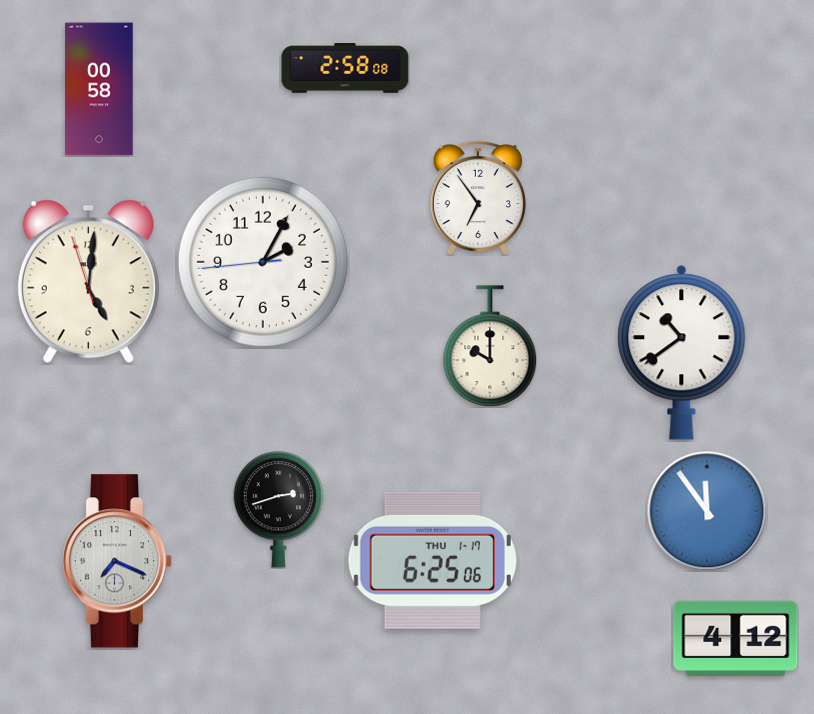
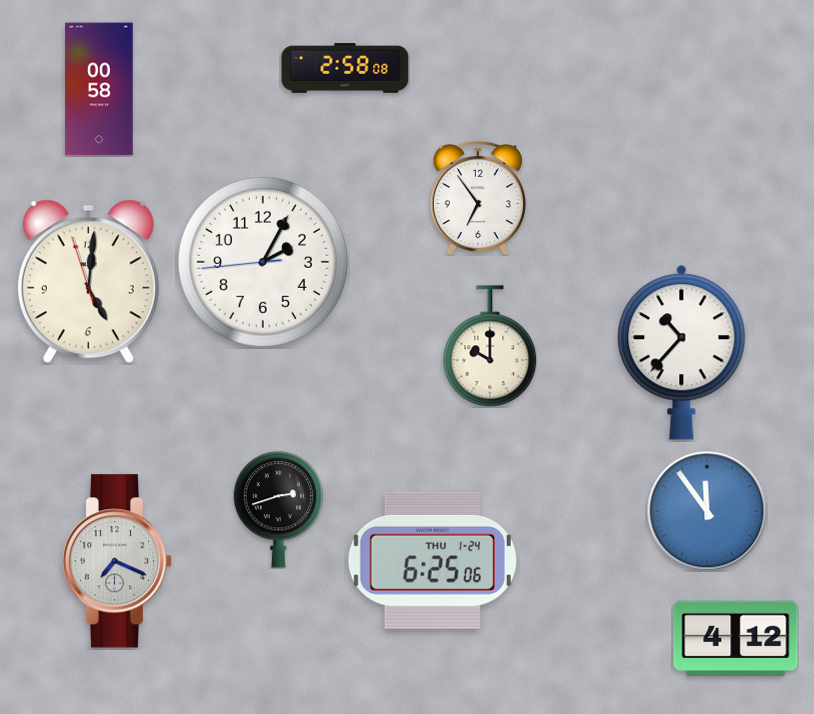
clock at (682, 353): 10:39 -> 10:37
clock at (432, 560) date: THU 1-17 -> THU 1-24
